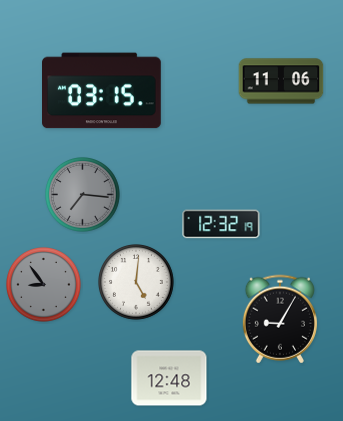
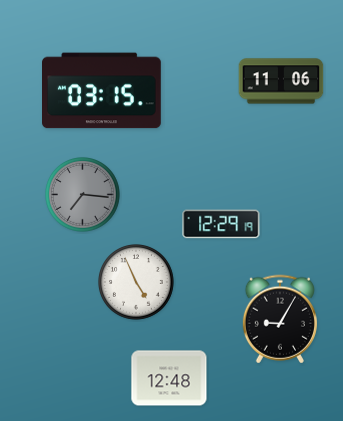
clock at (221, 224): 12:32 -> 12:29
clock at (137, 283): 5:01 -> 4:56
clock at (44, 285): 8:54 -> none
